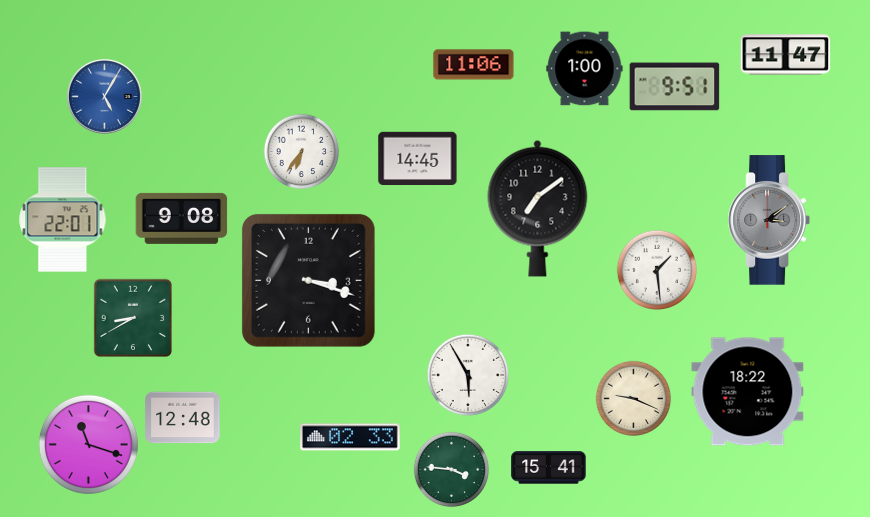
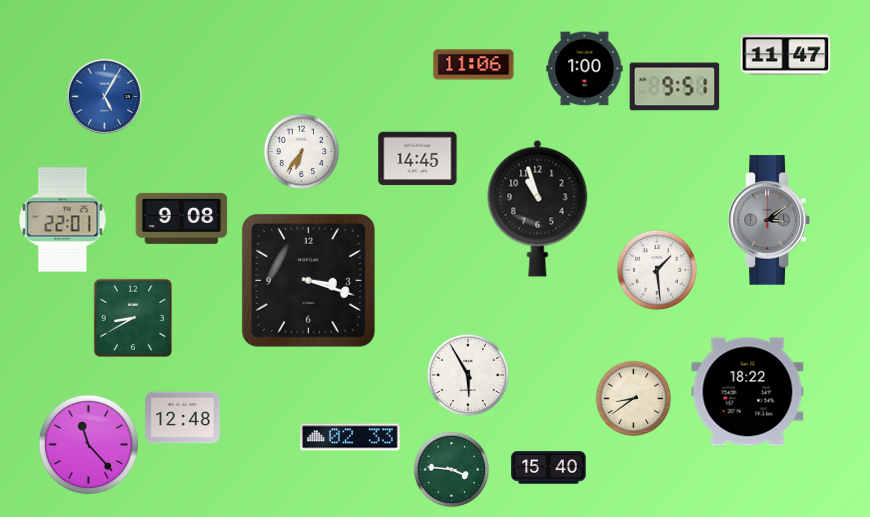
clock at (538, 208): 7:09 -> 10:57
clock at (634, 399): 9:19 -> 8:39
clock at (88, 444): 11:18 -> 11:23
clock at (549, 468): 15:41 -> 15:40
